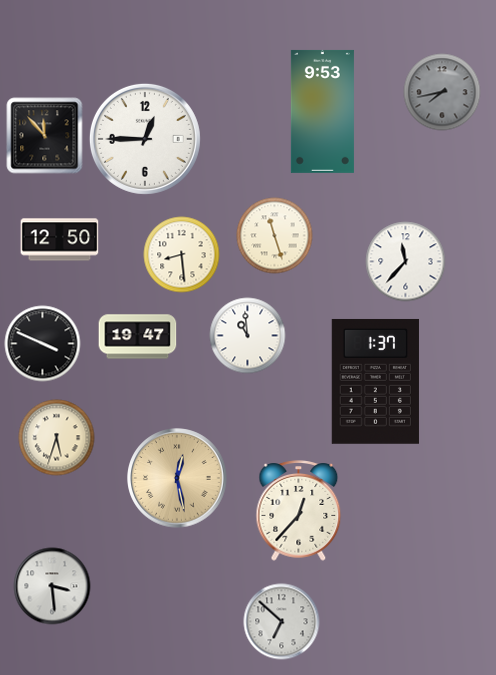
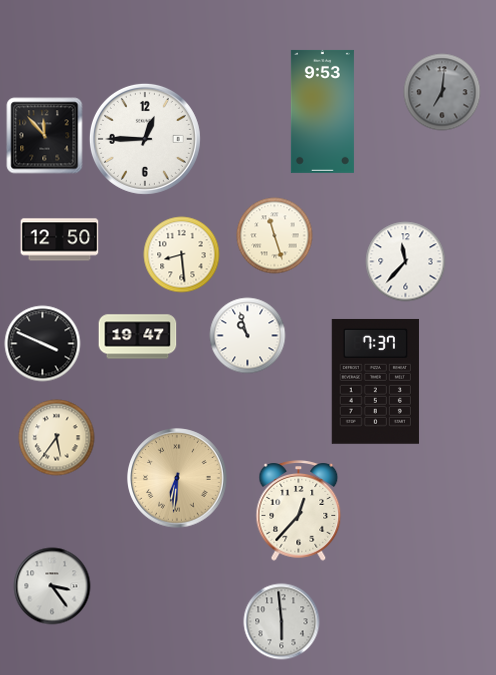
clock at (442, 92): 7:43 -> 7:01
clock at (248, 336): 10:59 -> 10:57
clock at (375, 381): 1:37 -> 7:37
clock at (57, 438): 5:33 -> 5:36
clock at (177, 478): 12:28 -> 6:31
clock at (52, 586): 3:29 -> 3:24
clock at (282, 622): 6:52 -> 5:59
